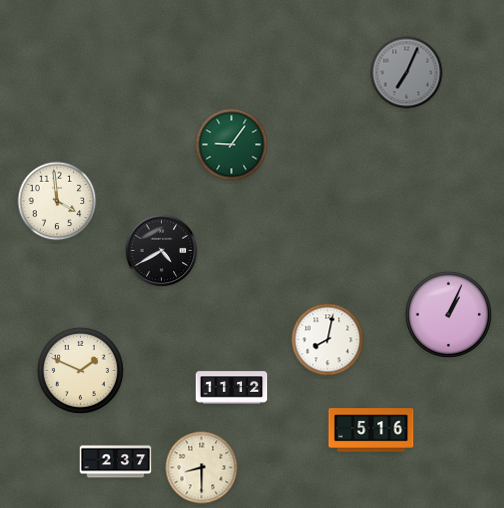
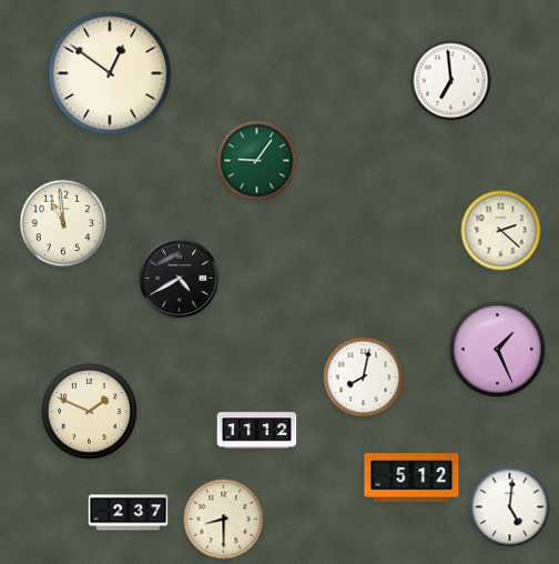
clock at (110, 73): none -> 12:51
clock at (407, 73): 7:04 -> 6:59
clock at (407, 73) dial: grey -> white
clock at (57, 201): 3:59 -> 10:59
clock at (501, 231): none -> 2:22
clock at (448, 314): 1:04 -> 1:26
clock at (371, 430): 5:16 -> 5:12
clock at (510, 507): none -> 5:01
